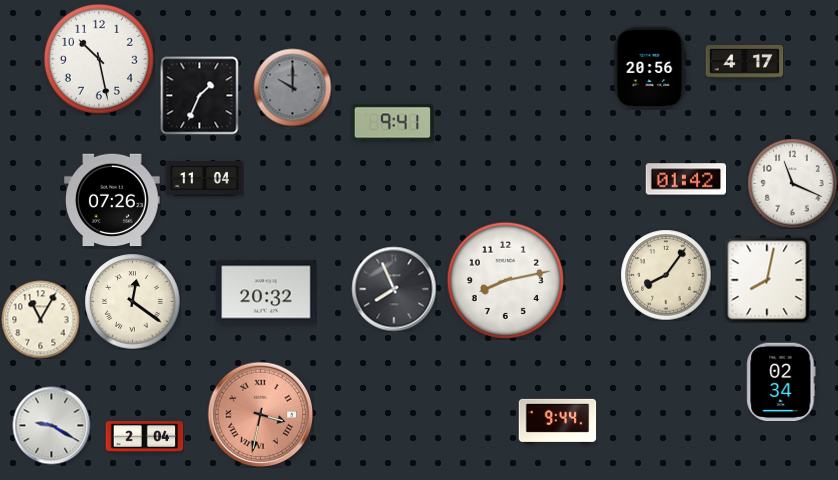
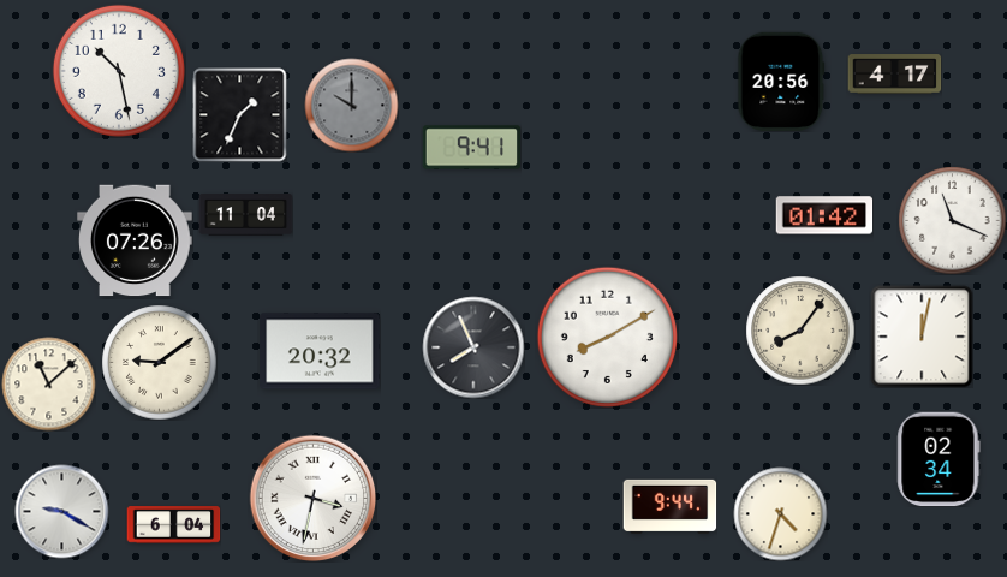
clock at (505, 280): 8:13 -> 8:10
clock at (767, 280): 8:02 -> 12:02
clock at (132, 301): 12:21 -> 9:09
clock at (40, 319): 11:05 -> 11:08
clock at (260, 414) dial: salmon -> white
clock at (780, 513): none -> 4:33
clock at (144, 437): 2:04 -> 6:04
